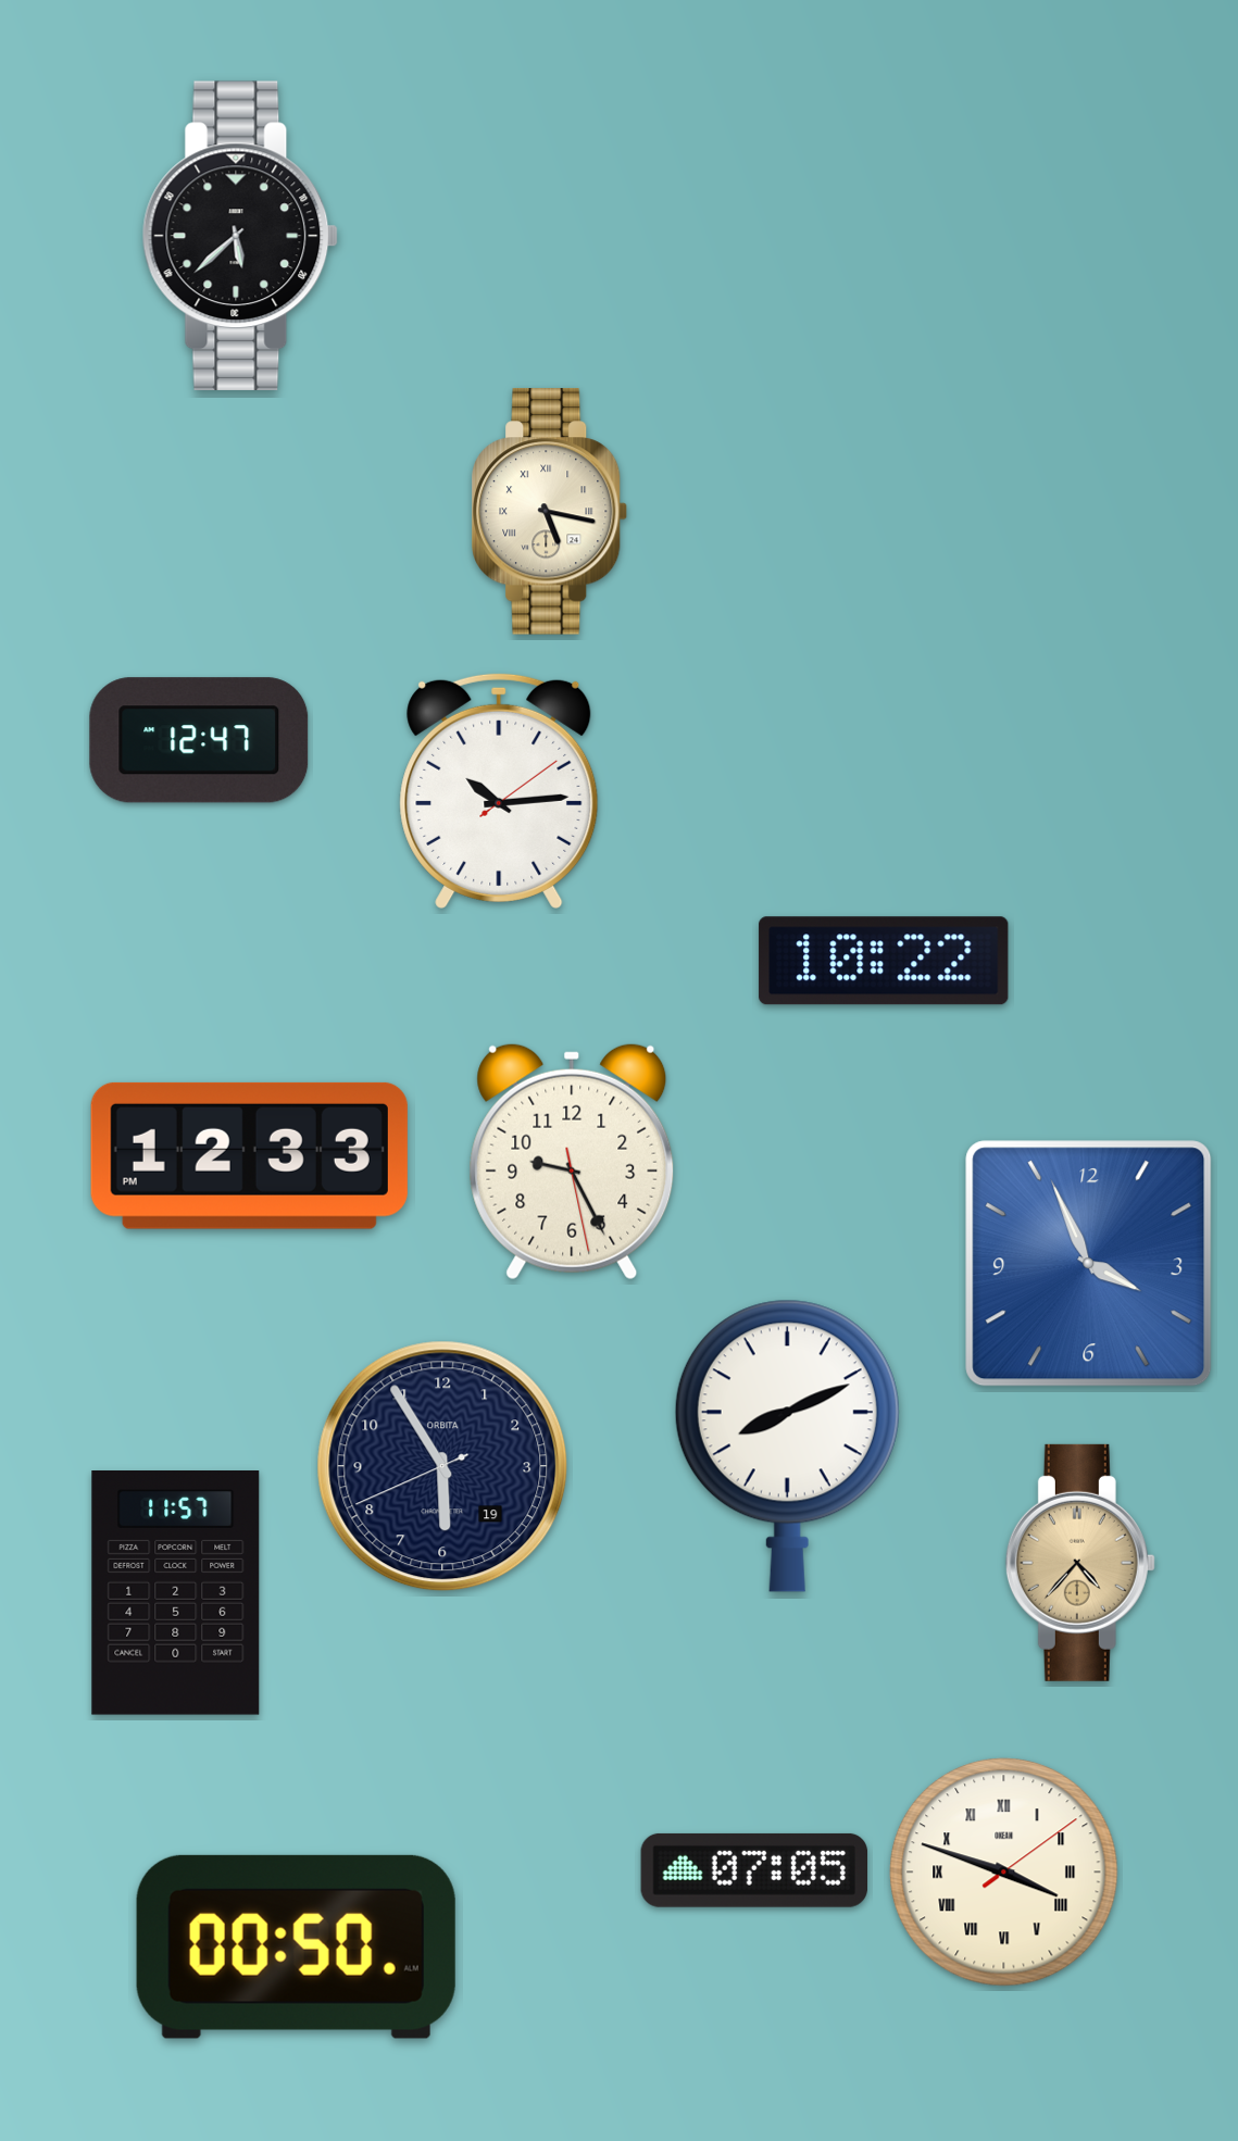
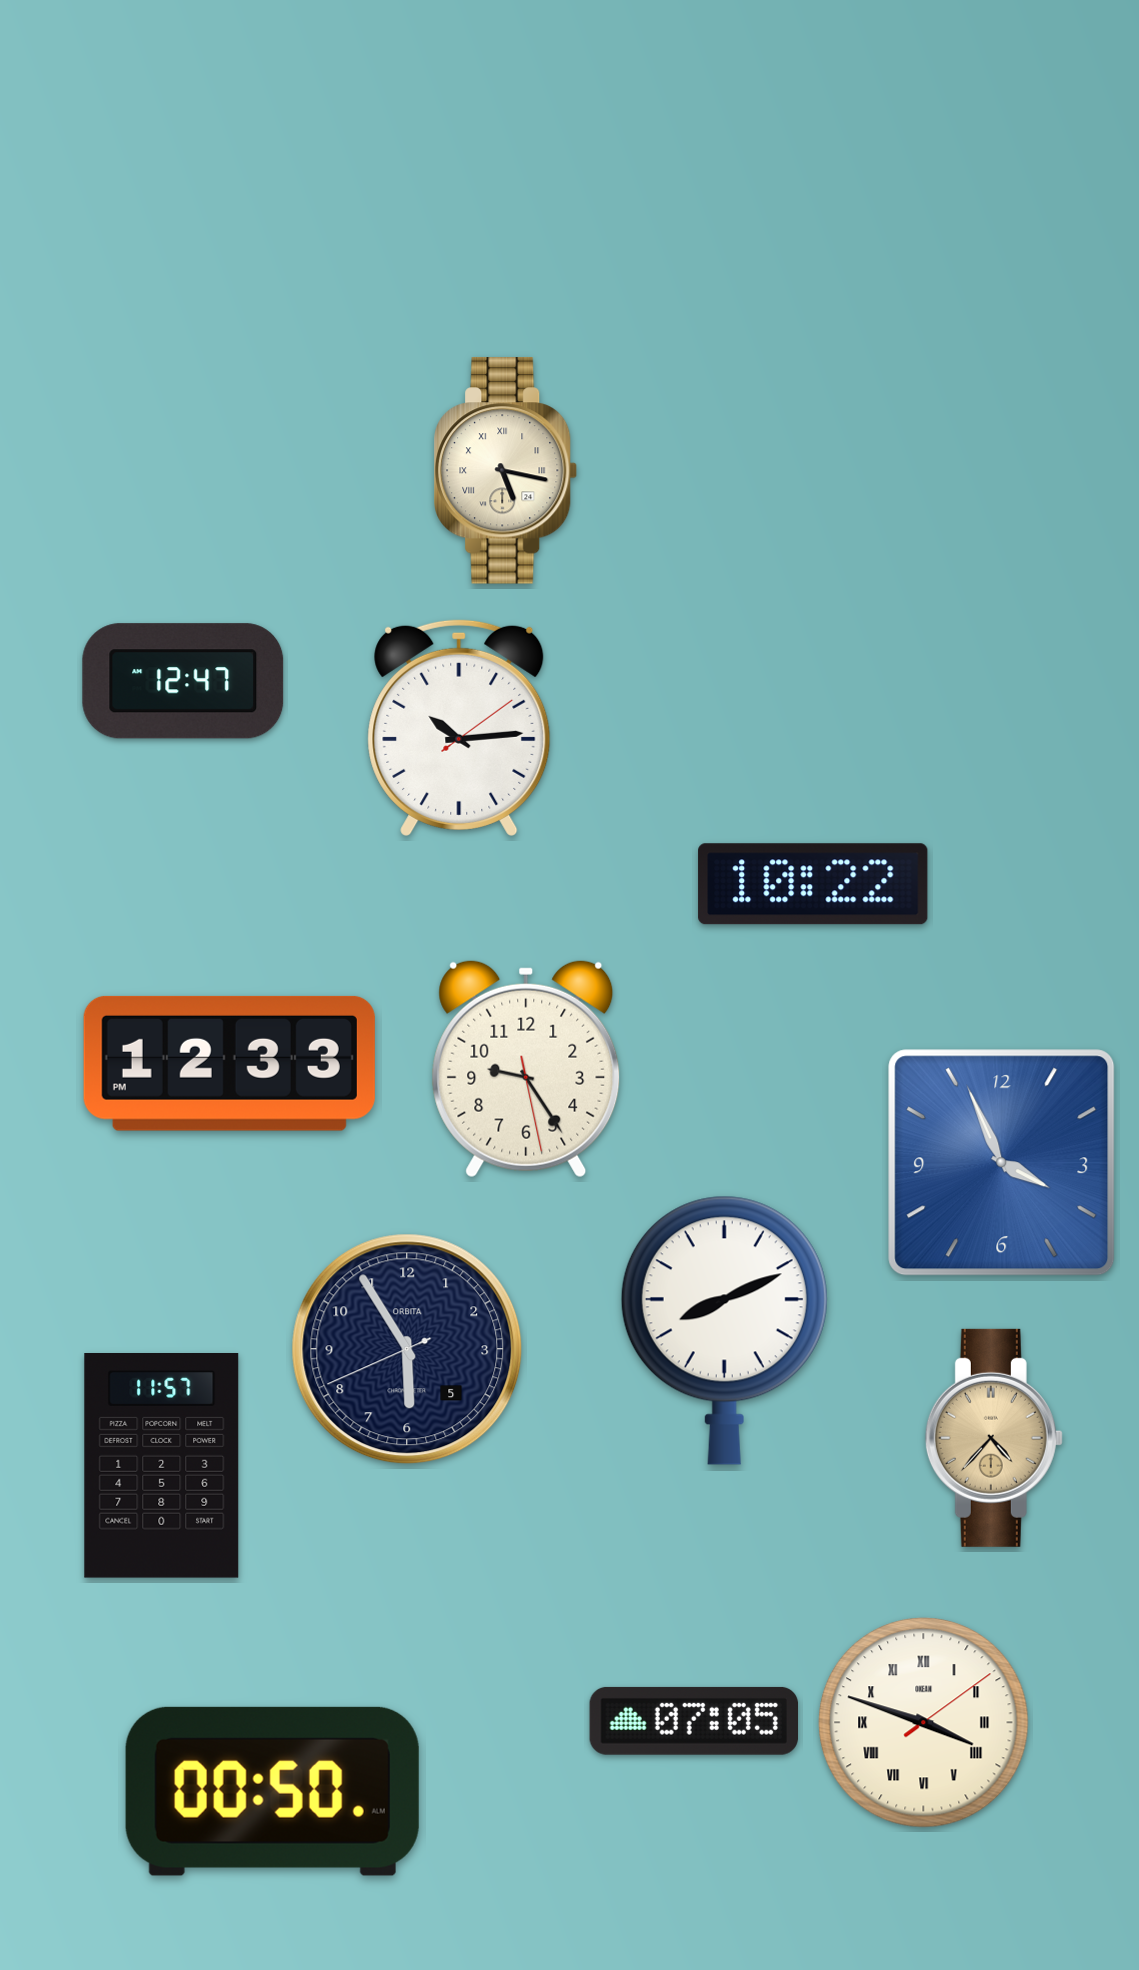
clock at (240, 235): 5:38 -> none
clock at (572, 1162): 9:25 -> 9:24
clock at (442, 1466) date: 19 -> 5
